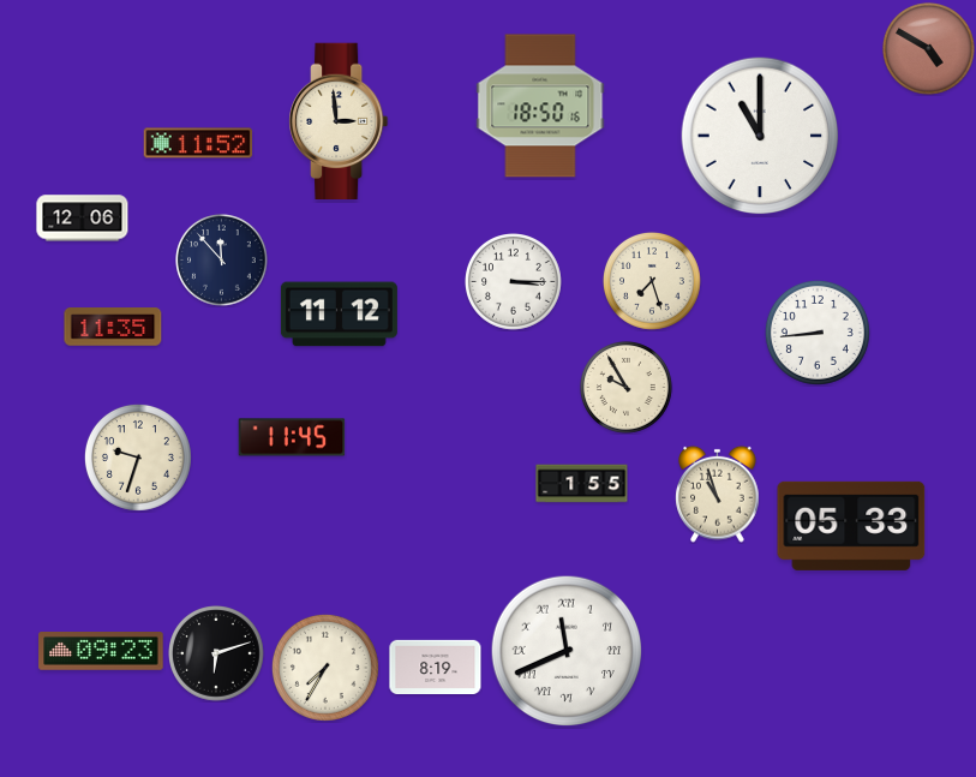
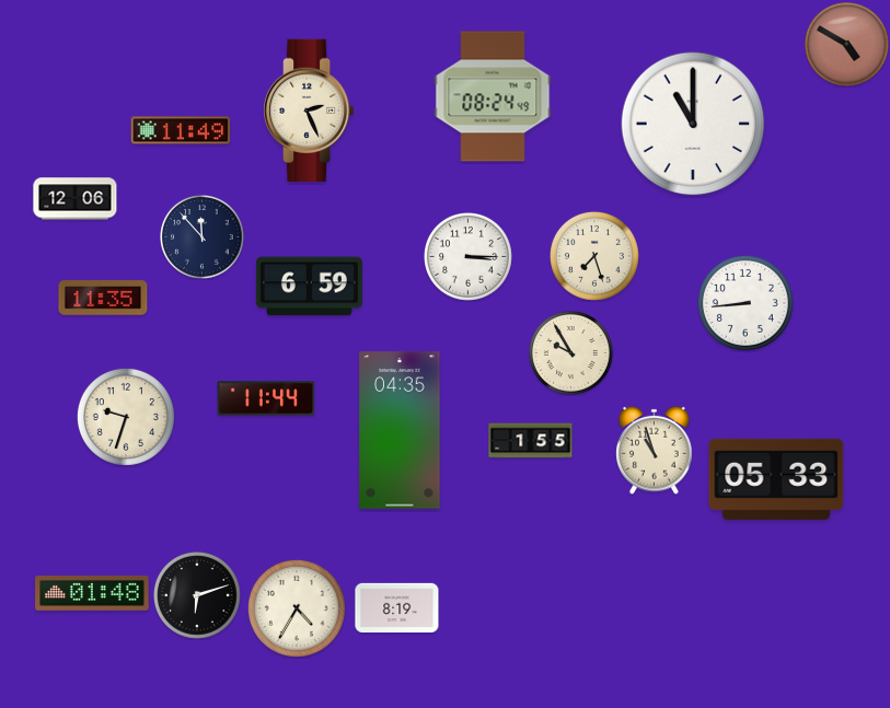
clock at (540, 106): 18:50 -> 08:24
clock at (340, 120): 2:59 -> 2:26
clock at (198, 143): 11:52 -> 11:49
clock at (339, 315): 11:12 -> 6:59
clock at (292, 437): 11:45 -> 11:44
clock at (400, 430): none -> 04:35
clock at (567, 651): 11:41 -> none
clock at (101, 652): 09:23 -> 01:48
clock at (325, 668): 7:35 -> 4:35
